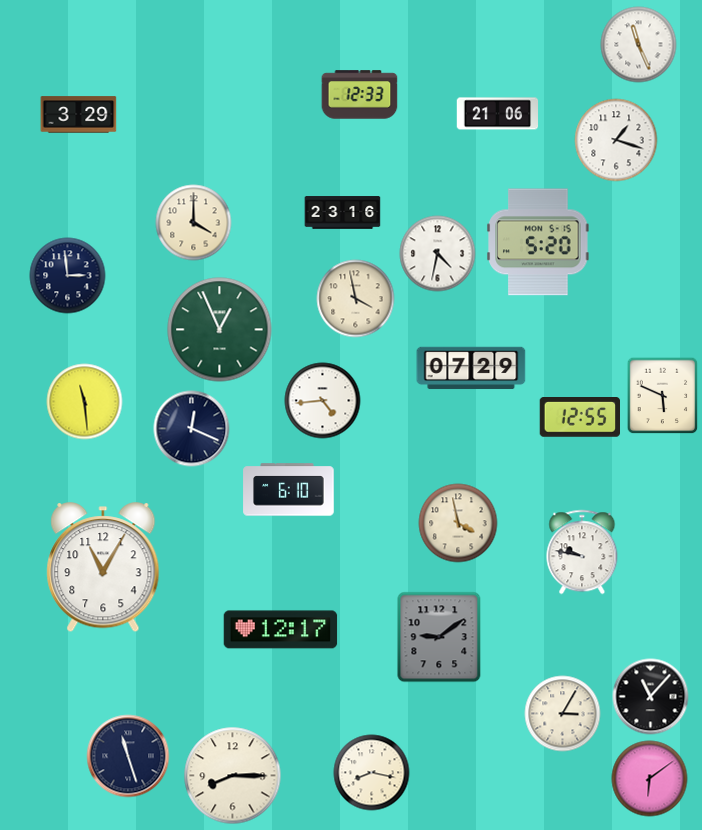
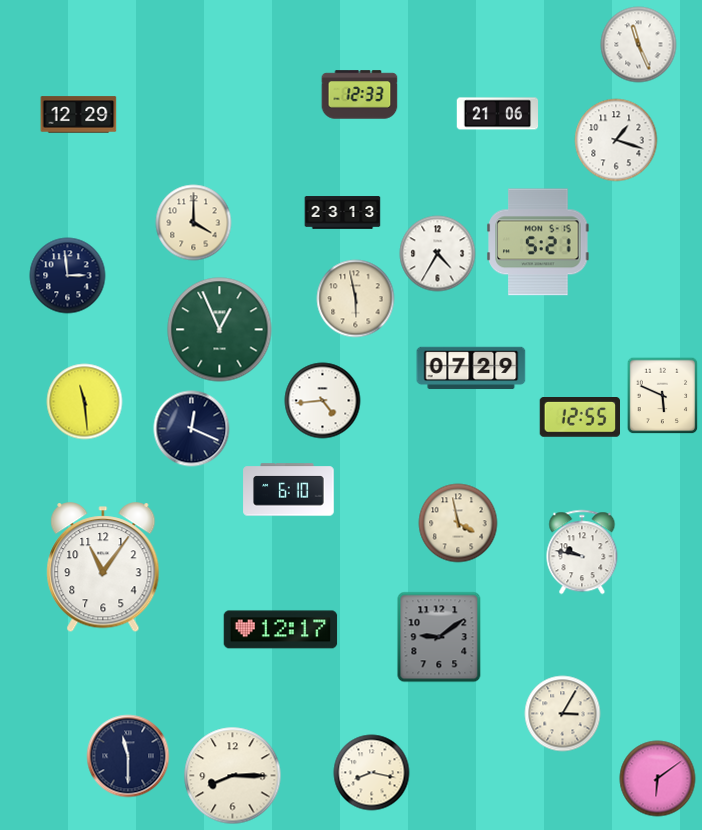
clock at (79, 115): 3:29 -> 12:29
clock at (343, 213): 23:16 -> 23:13
clock at (538, 242): 5:20 -> 5:21
clock at (438, 254): 4:32 -> 4:35
clock at (356, 299): 3:58 -> 5:58
clock at (103, 568): 11:05 -> 11:06
clock at (651, 697): 11:07 -> none
clock at (128, 756): 11:27 -> 11:30
clock at (650, 779) position: (650, 779) -> (658, 779)
